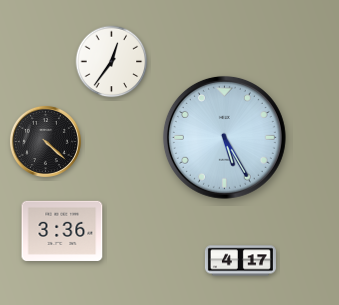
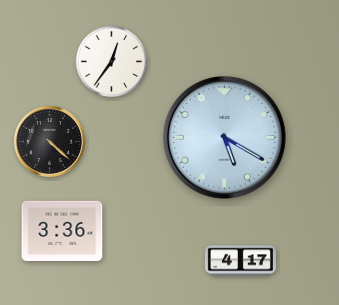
clock at (224, 137): 5:25 -> 5:20
clock at (45, 141) position: (45, 141) -> (49, 141)
